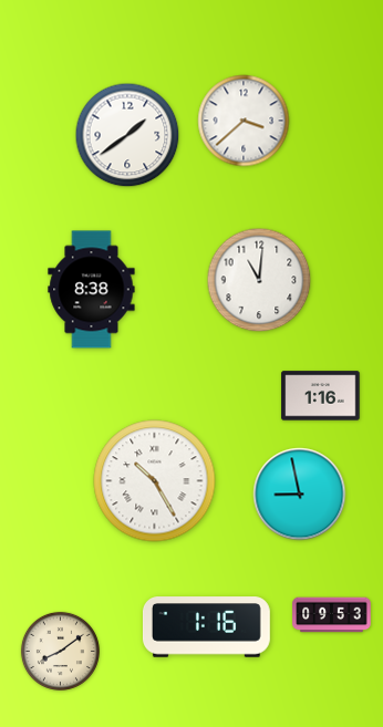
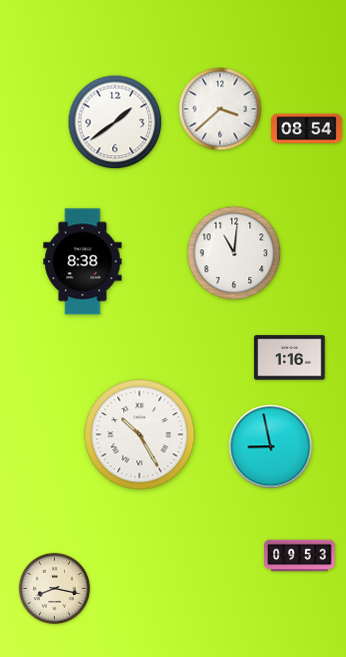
clock at (307, 129): none -> 08:54
clock at (206, 627): 1:16 -> none
clock at (60, 651): 8:09 -> 8:17
